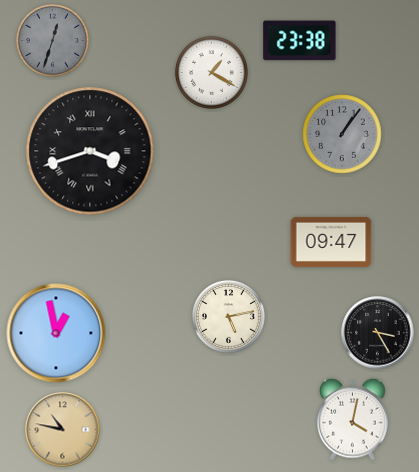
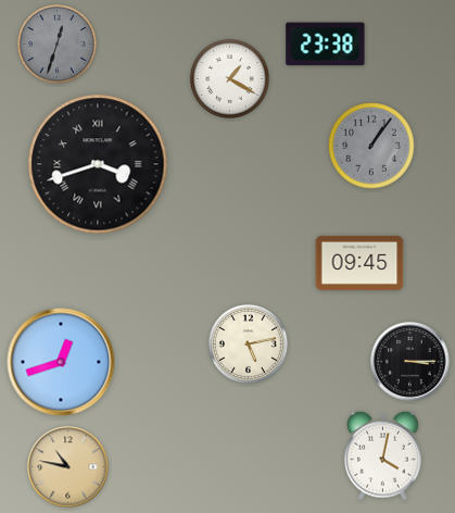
clock at (331, 242): 09:47 -> 09:45
clock at (56, 333): 12:58 -> 12:42
clock at (378, 333): 3:25 -> 3:15
